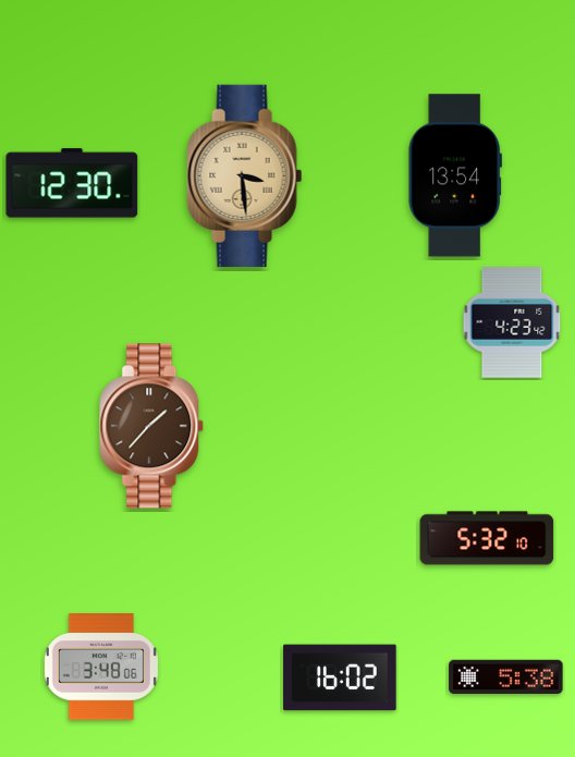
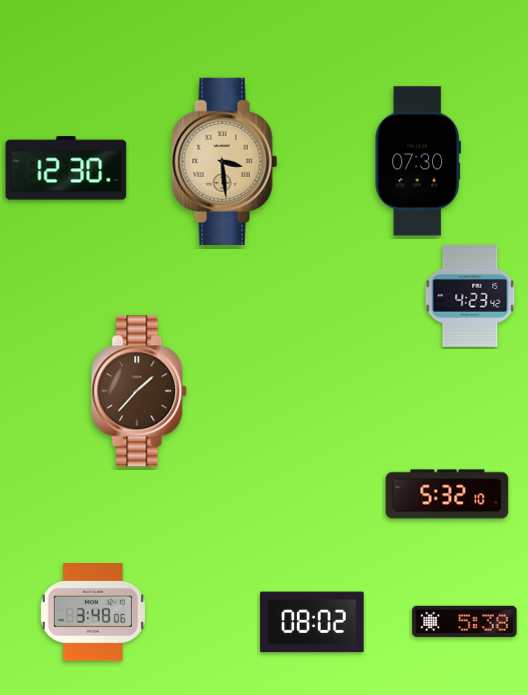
clock at (454, 175): 13:54 -> 07:30
clock at (340, 677): 16:02 -> 08:02
